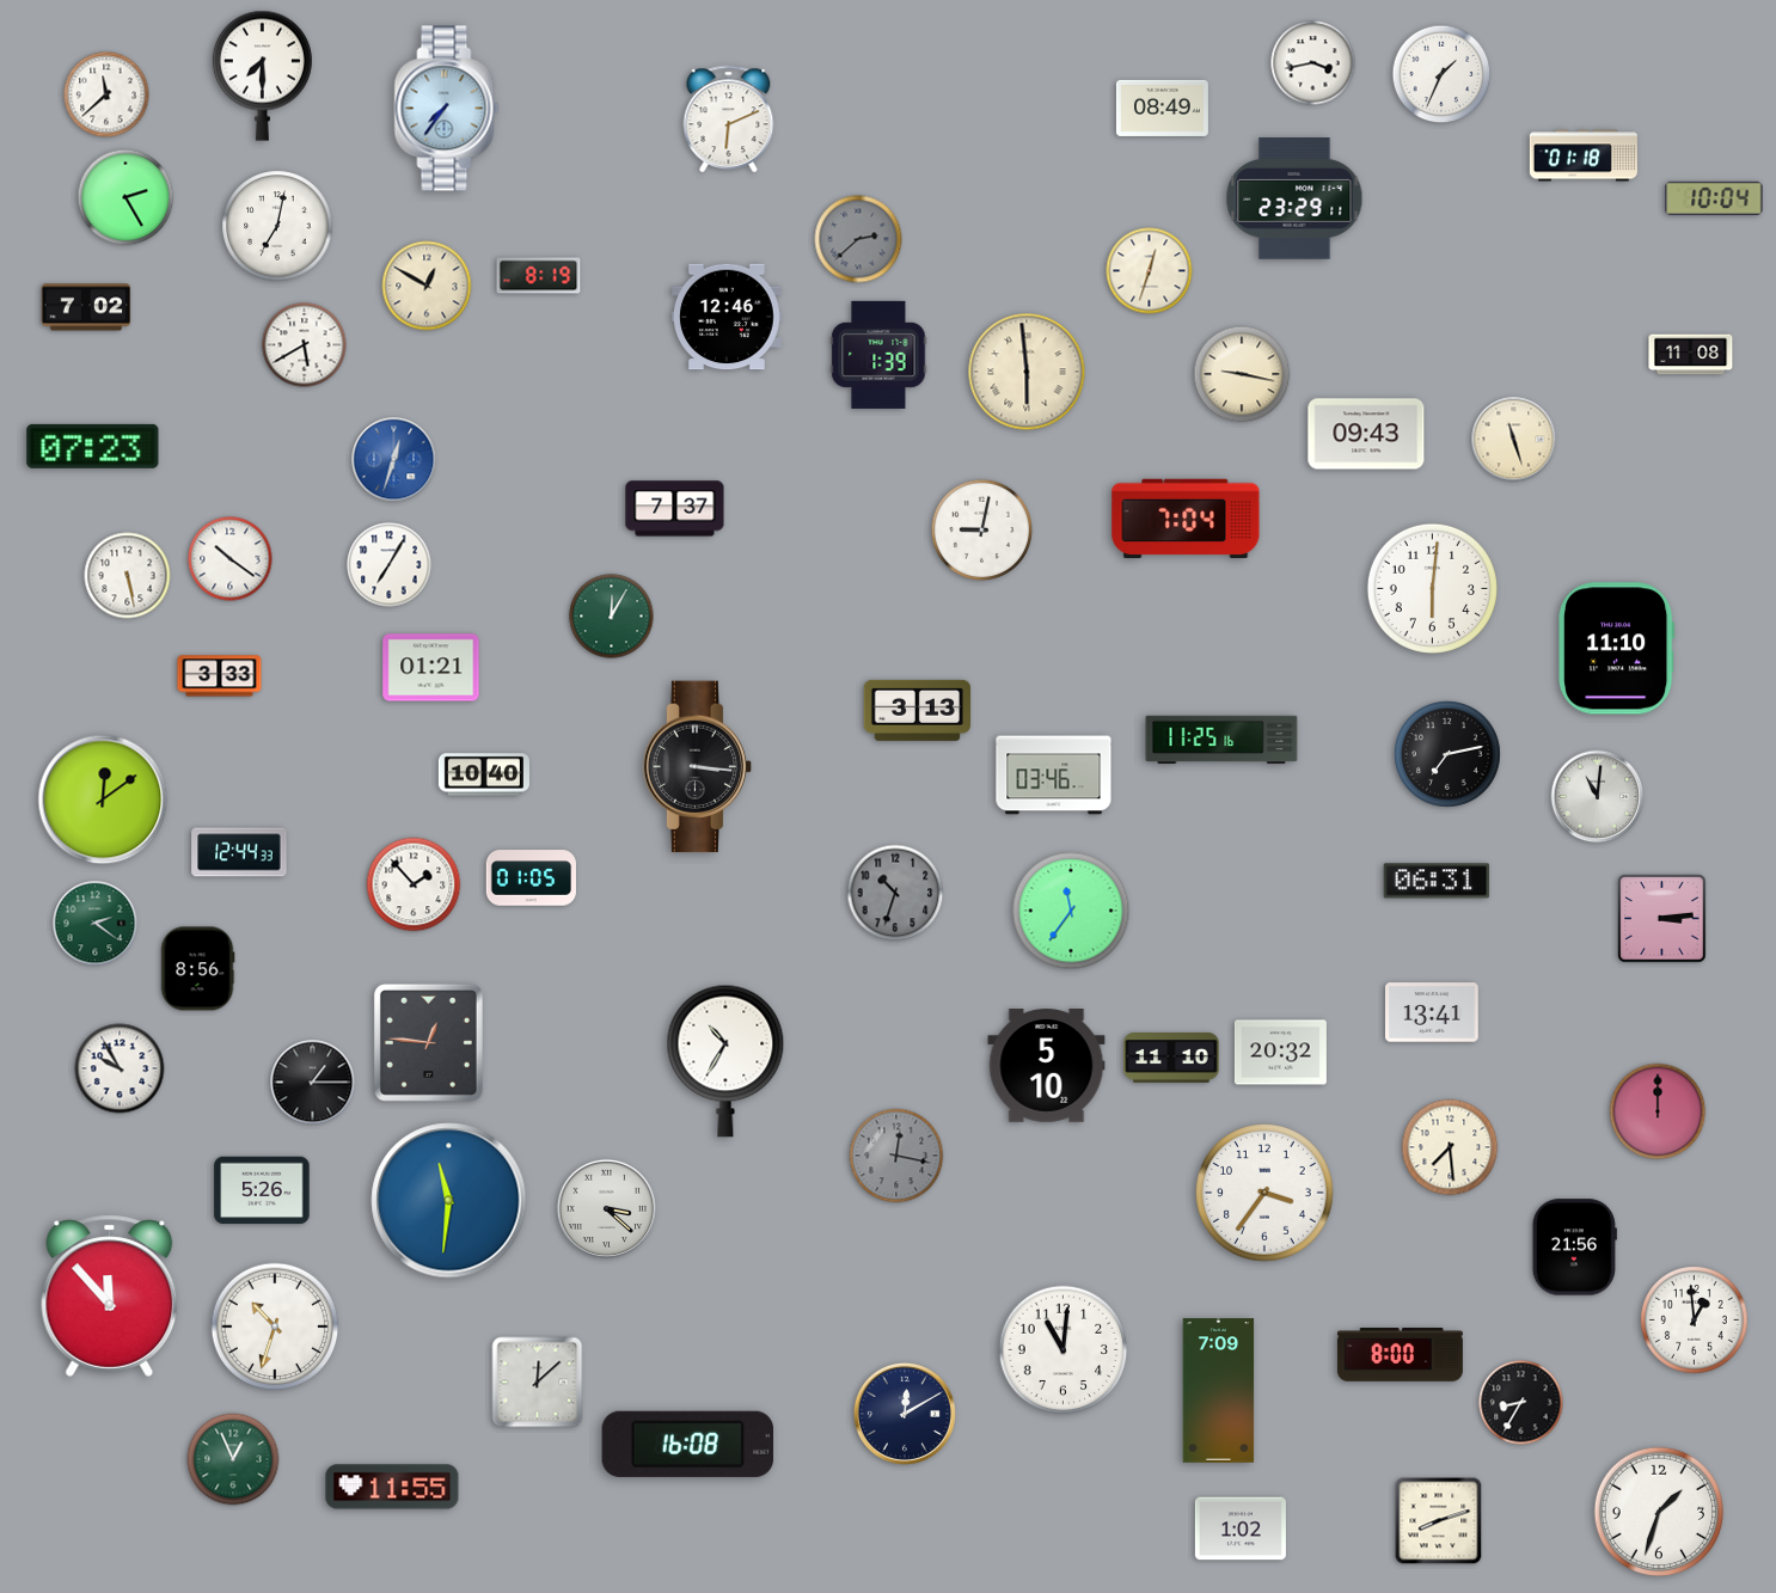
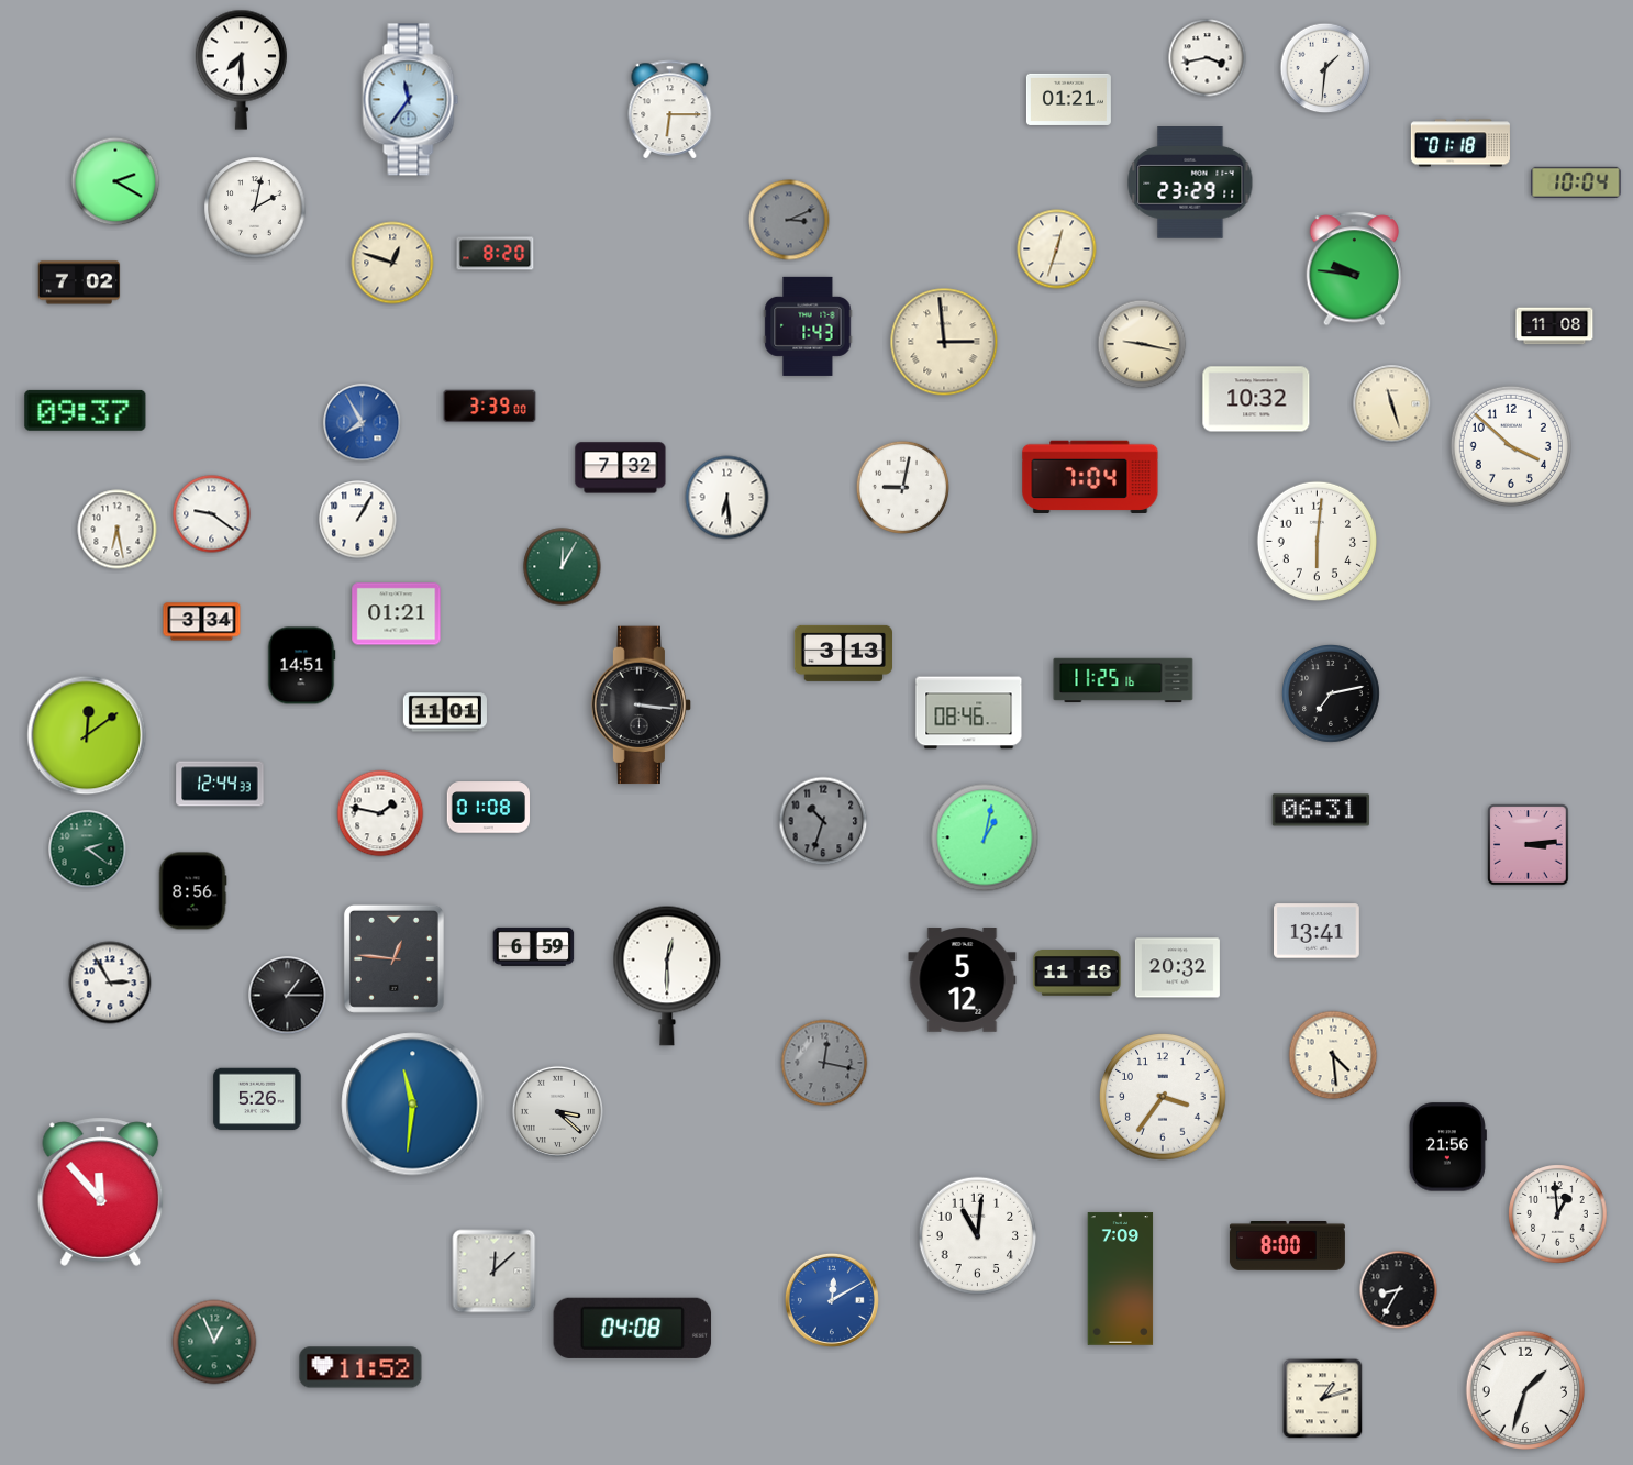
clock at (1441, 74): 1:34 -> 1:31
clock at (106, 94): 11:38 -> none
clock at (1162, 108): 08:49 -> 01:21
clock at (447, 109): 7:36 -> 11:36
clock at (729, 118): 6:11 -> 6:15
clock at (1584, 155) position: (1584, 155) -> (1460, 143)
clock at (125, 197): 2:25 -> 2:20
clock at (277, 226): 7:02 -> 2:02
clock at (858, 239): 2:38 -> 3:11
clock at (539, 276): 8:19 -> 8:20
clock at (427, 286): 12:50 -> 12:48
clock at (1355, 269): none -> 9:46
clock at (727, 317): 12:46 -> none
clock at (305, 345): 5:40 -> none
clock at (878, 355): 1:39 -> 1:43
clock at (1027, 372): 5:59 -> 2:59
clock at (1366, 434): 09:43 -> 10:32
clock at (490, 407): none -> 3:39
clock at (93, 446): 07:23 -> 09:37
clock at (394, 460): 12:33 -> 7:55
clock at (1511, 446): none -> 3:52
clock at (675, 509): 7:37 -> 7:32
clock at (727, 498): none -> 6:29
clock at (231, 559): 10:21 -> 9:21
clock at (390, 565): 7:05 -> 1:05
clock at (128, 576): 5:28 -> 6:28
clock at (1617, 649): 11:10 -> none
clock at (220, 676): 3:33 -> 3:34
clock at (301, 666): none -> 14:51
clock at (484, 774): 10:40 -> 11:01
clock at (1054, 776): 03:46 -> 08:46
clock at (1598, 797): 11:01 -> none
clock at (103, 799) position: (103, 799) -> (87, 735)
clock at (531, 878): 01:05 -> 01:08
clock at (414, 884): 1:53 -> 1:47
clock at (1071, 911): 11:36 -> 1:02
clock at (197, 969) position: (197, 969) -> (192, 891)
clock at (534, 946): none -> 6:59
clock at (1171, 1059): 11:10 -> 11:16
clock at (725, 1061): 10:35 -> 12:30
clock at (1047, 1066): 5:10 -> 5:12
clock at (120, 1068): 9:55 -> 2:55
clock at (1658, 1111): 12:00 -> none
clock at (1450, 1147): 7:29 -> 4:29
clock at (262, 1190) position: (262, 1190) -> (257, 1099)
clock at (275, 1327): 10:33 -> none
clock at (1064, 1350) position: (1064, 1350) -> (978, 1236)
clock at (905, 1414) dial: navy -> blue
clock at (688, 1444): 16:08 -> 04:08
clock at (392, 1487): 11:55 -> 11:52
clock at (1439, 1521): 8:12 -> 1:12
clock at (1241, 1528): 1:02 -> none
